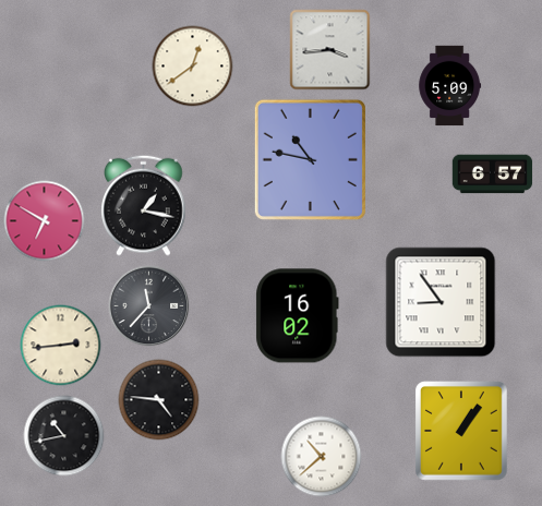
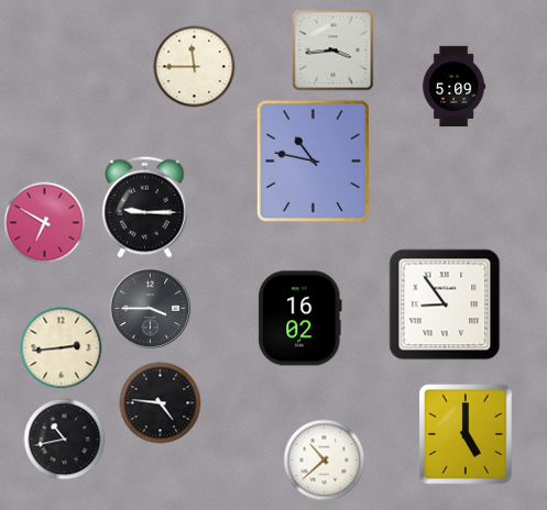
clock at (193, 67): 12:39 -> 11:45
clock at (493, 174): 6:57 -> none
clock at (144, 205): 1:17 -> 9:15
clock at (149, 306): 11:37 -> 3:45
clock at (462, 432): 1:06 -> 5:00
